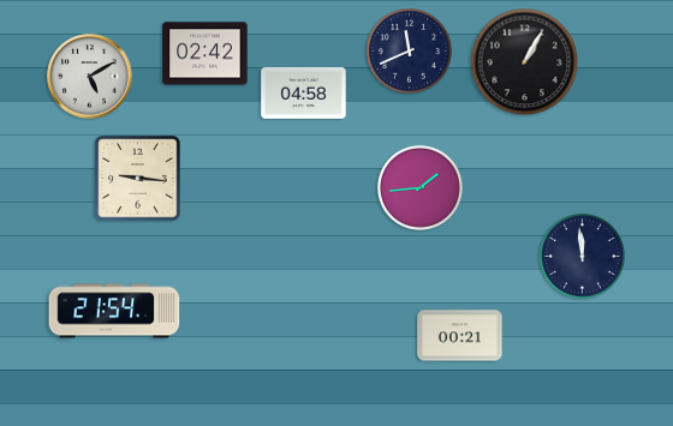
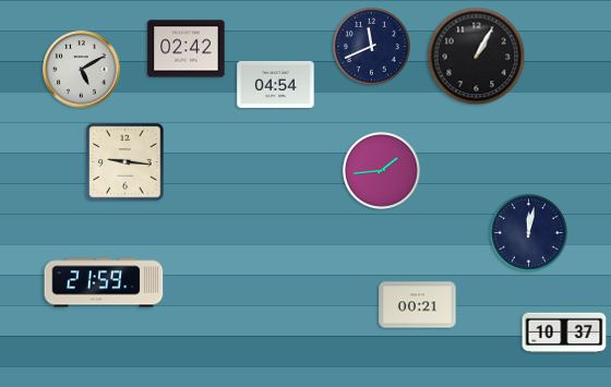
clock at (304, 92): 04:58 -> 04:54
clock at (582, 256): 11:59 -> 12:02
clock at (114, 311): 21:54 -> 21:59
clock at (564, 332): none -> 10:37
